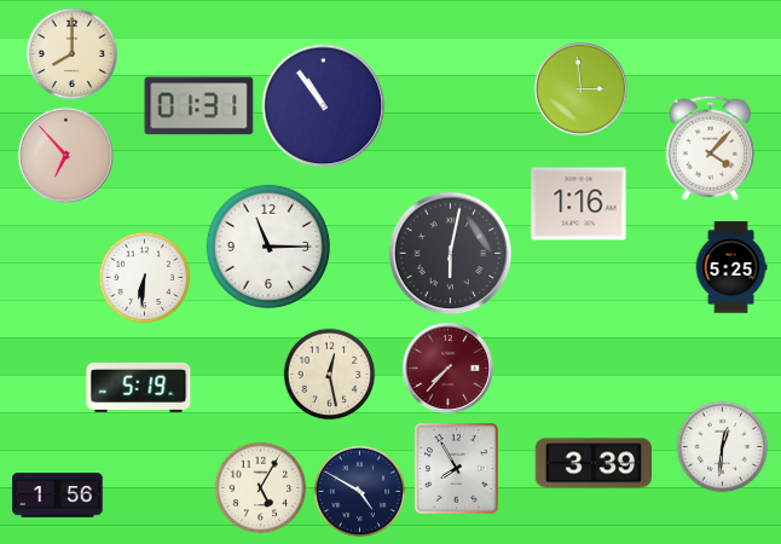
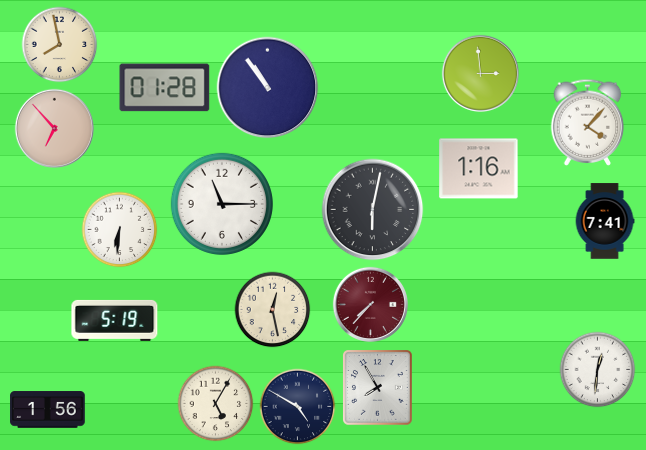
clock at (73, 54): 8:00 -> 7:58
clock at (199, 106): 01:31 -> 01:28
clock at (731, 267): 5:25 -> 7:41
clock at (594, 463): 3:39 -> none
